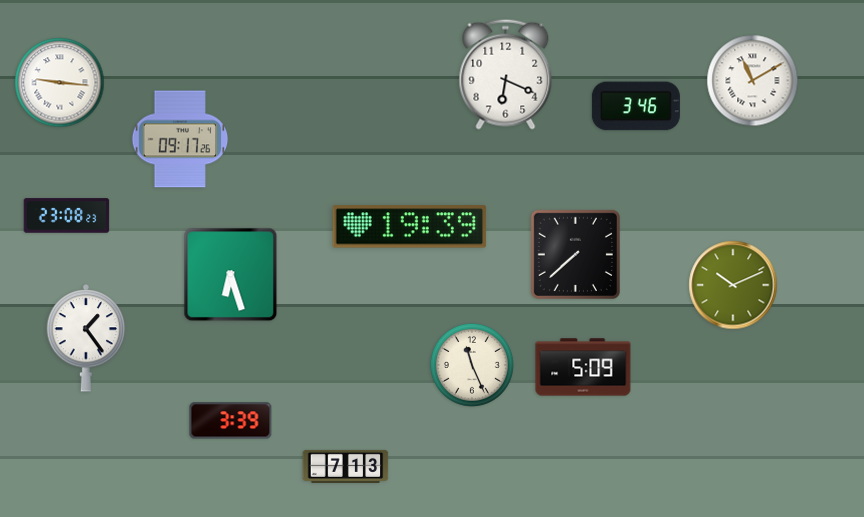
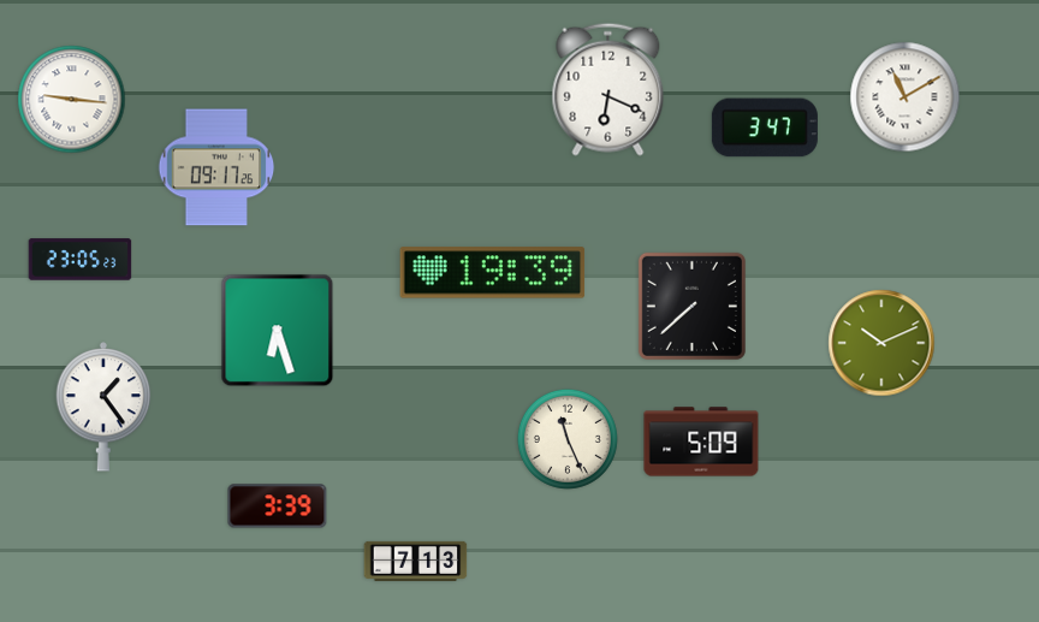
clock at (636, 106): 3:46 -> 3:47
clock at (67, 216): 23:08 -> 23:05
